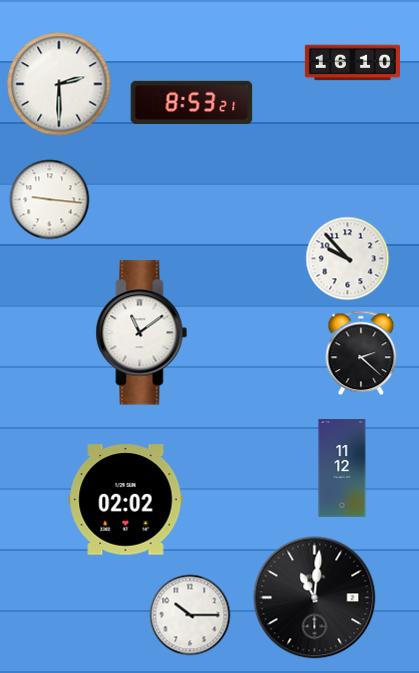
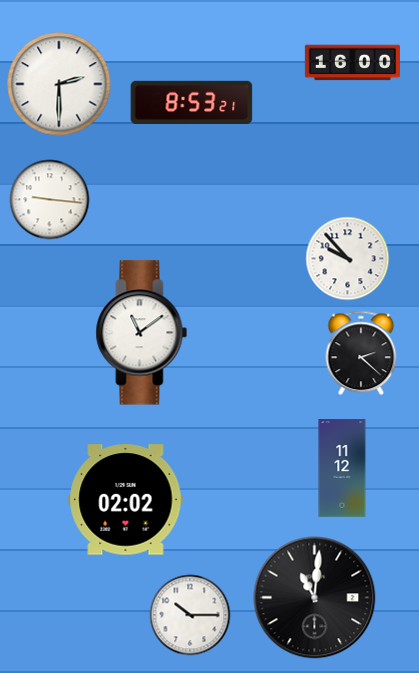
clock at (352, 63): 16:10 -> 16:00
